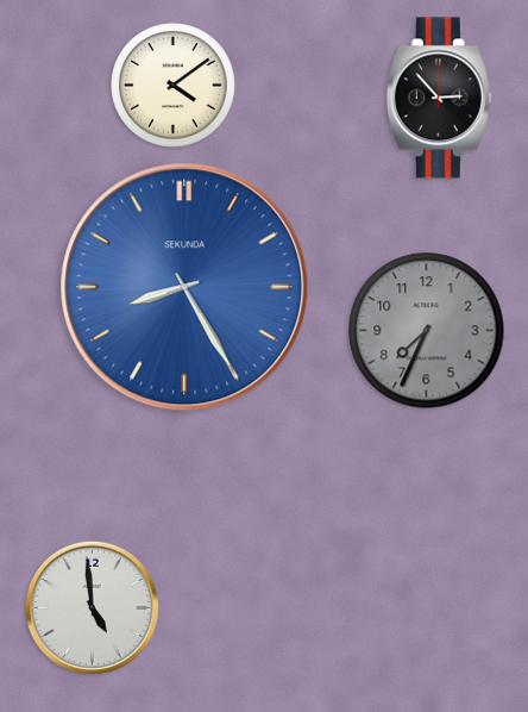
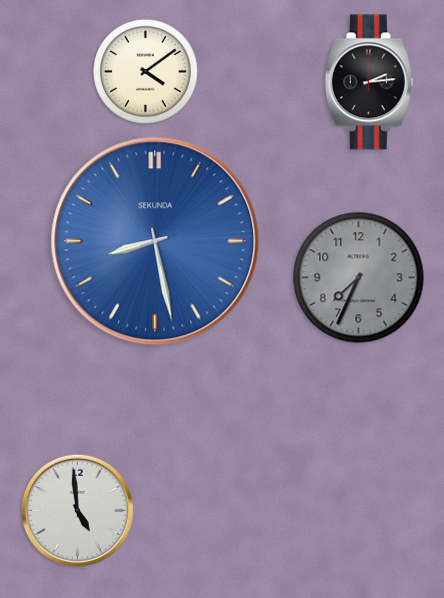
clock at (439, 98): 2:53 -> 2:14
clock at (184, 287): 8:25 -> 8:28
